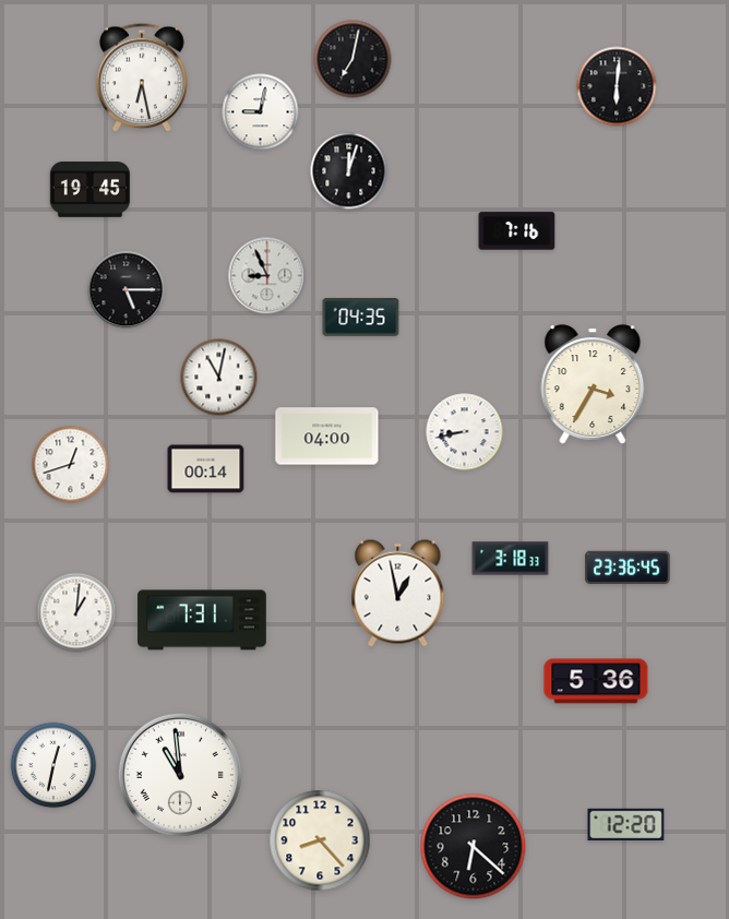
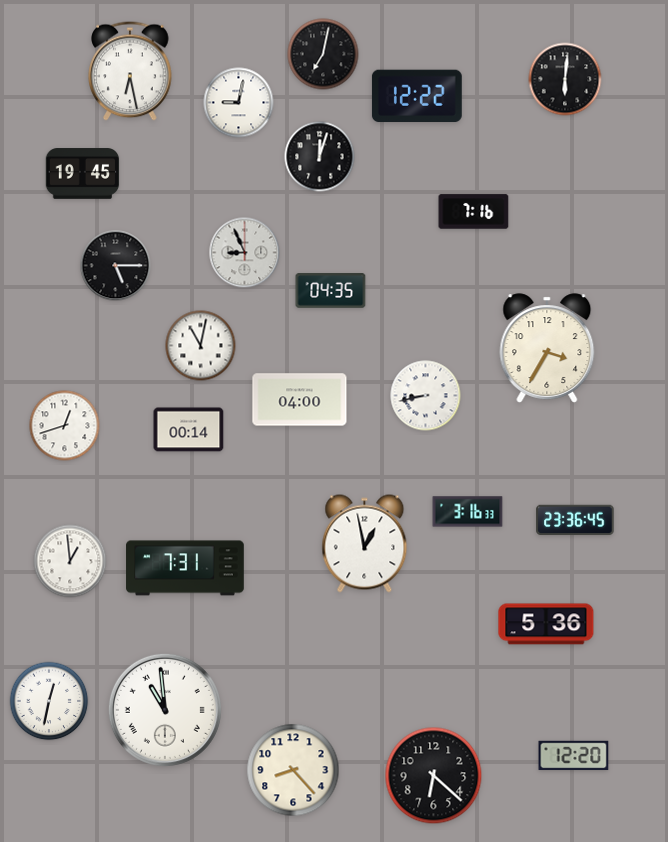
clock at (417, 96): none -> 12:22
clock at (593, 384) position: (593, 384) -> (547, 348)
clock at (511, 559): 3:18 -> 3:16
clock at (76, 612): 1:01 -> 12:59
